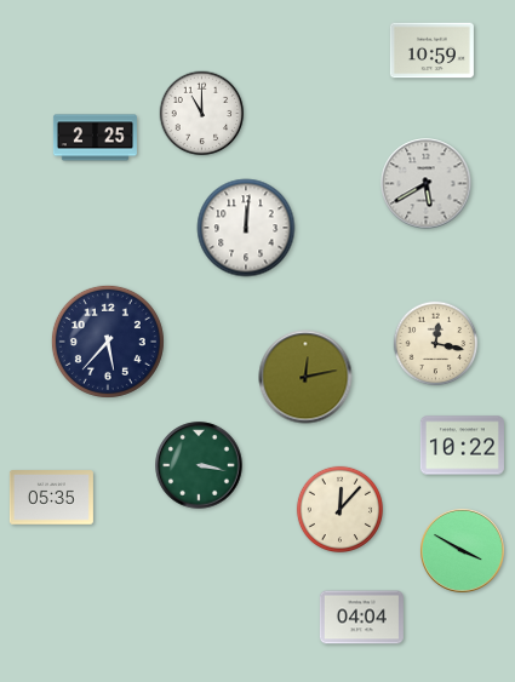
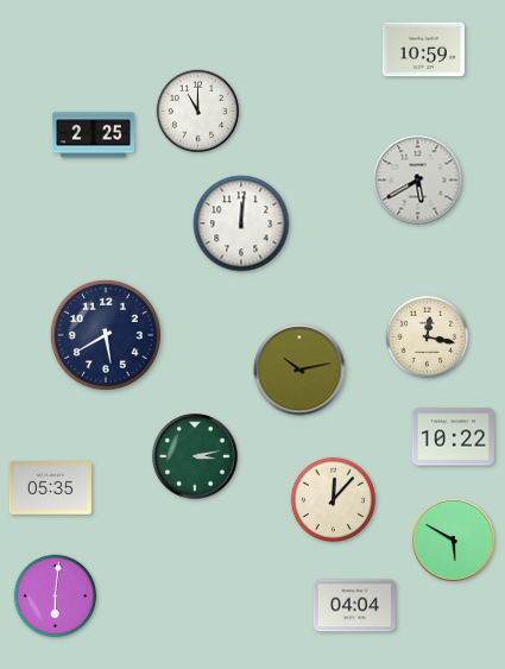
clock at (108, 342): 5:37 -> 5:40
clock at (305, 377): 12:13 -> 10:13
clock at (199, 465): 3:17 -> 3:13
clock at (463, 551): 3:50 -> 5:50
clock at (56, 597): none -> 6:01
